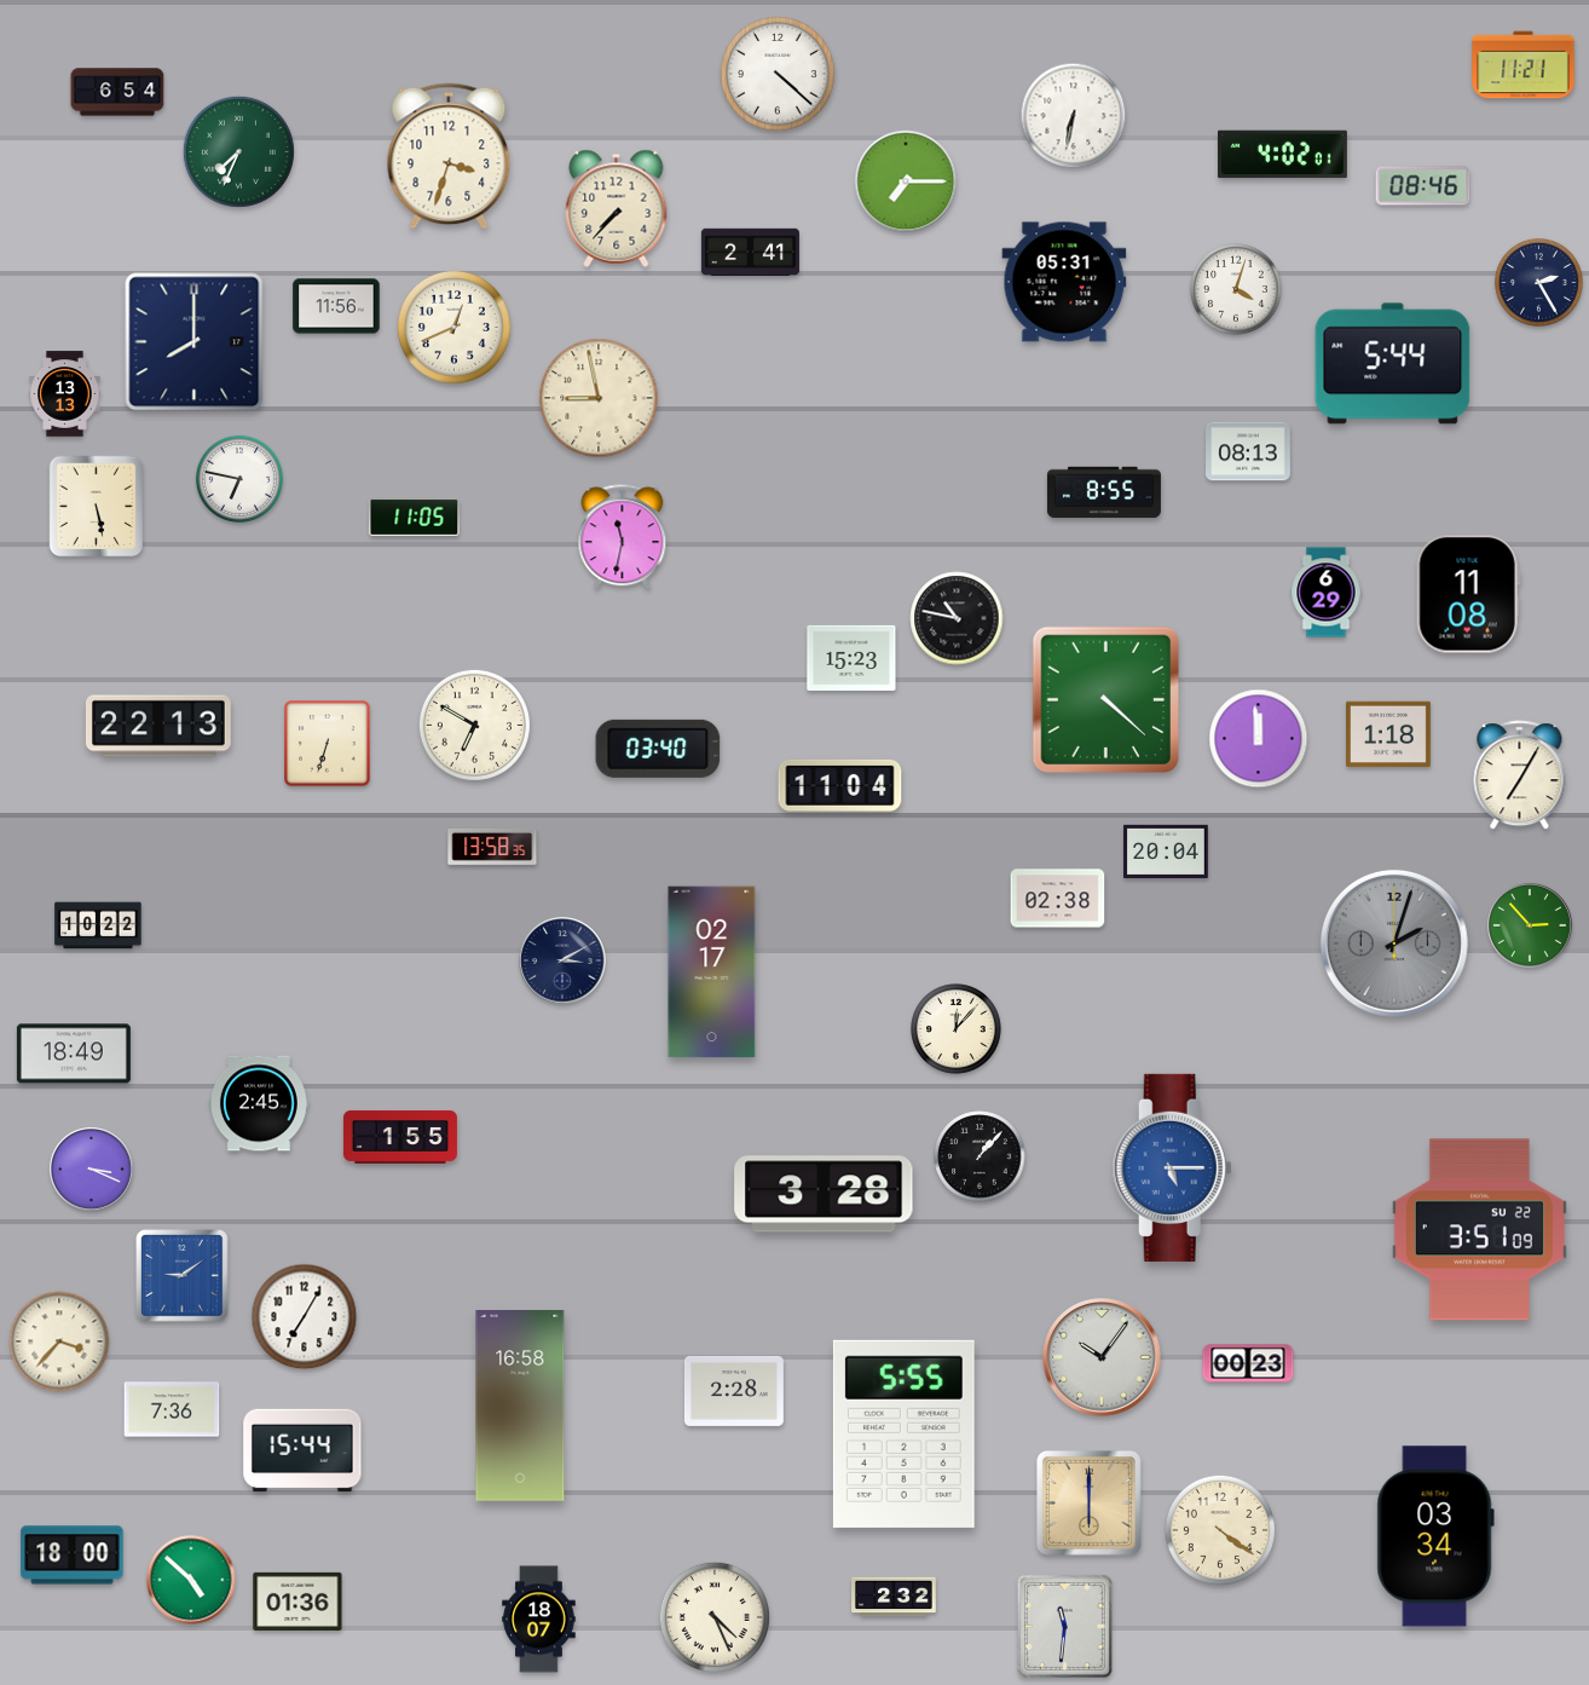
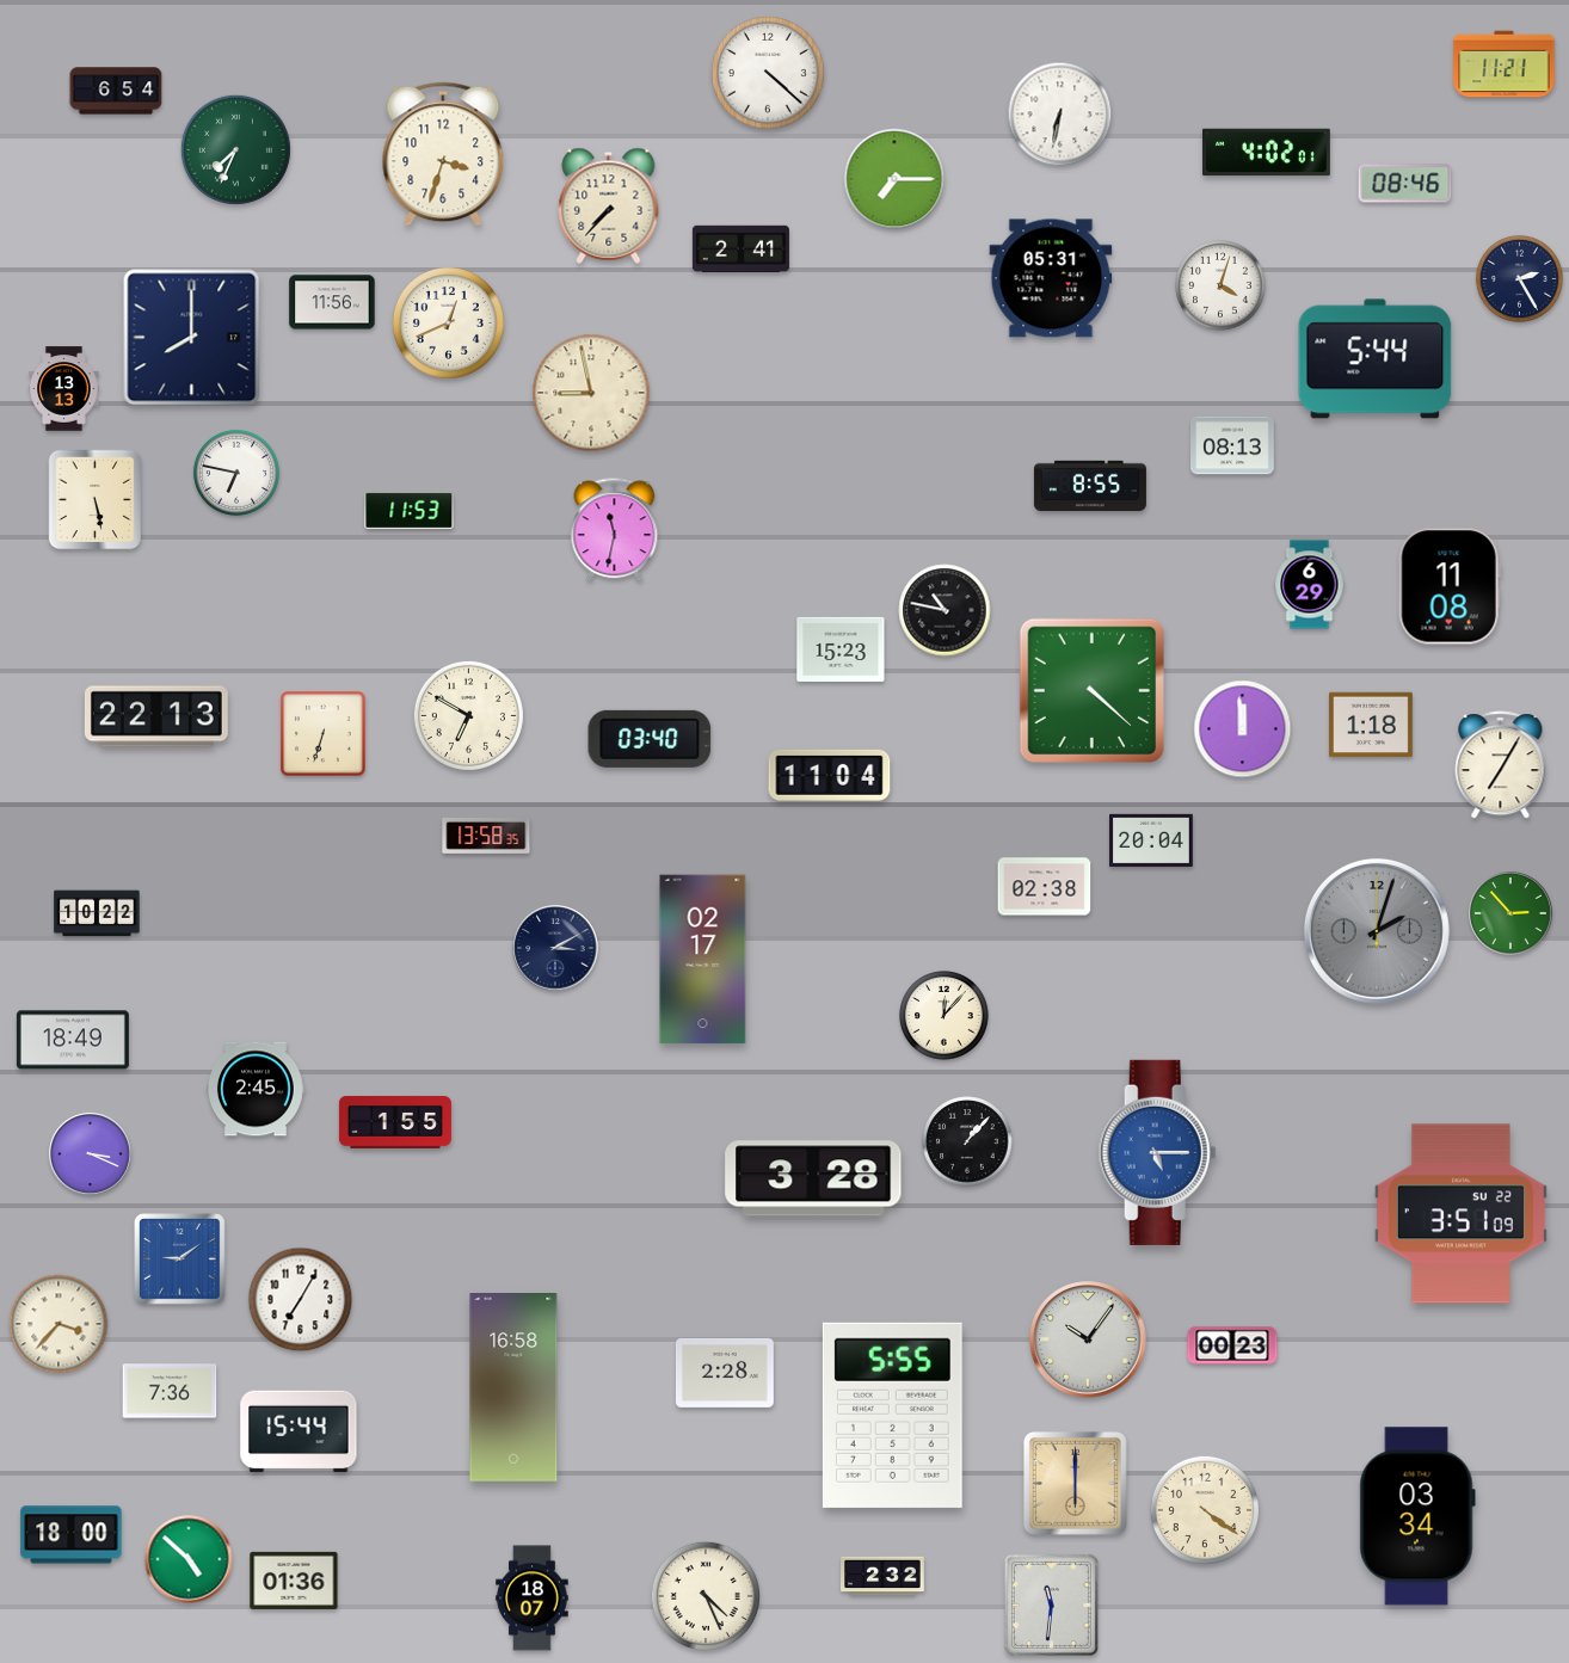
clock at (415, 517): 11:05 -> 11:53
